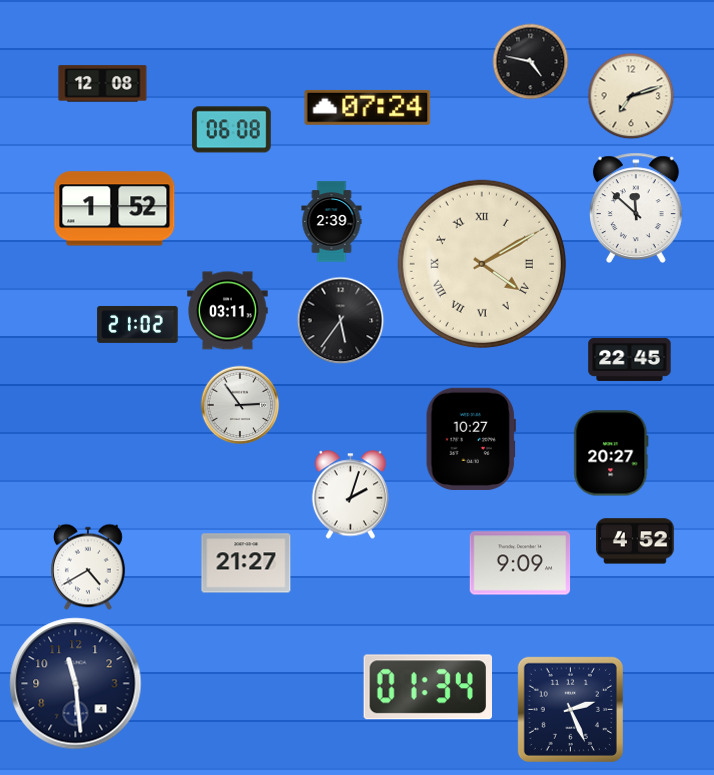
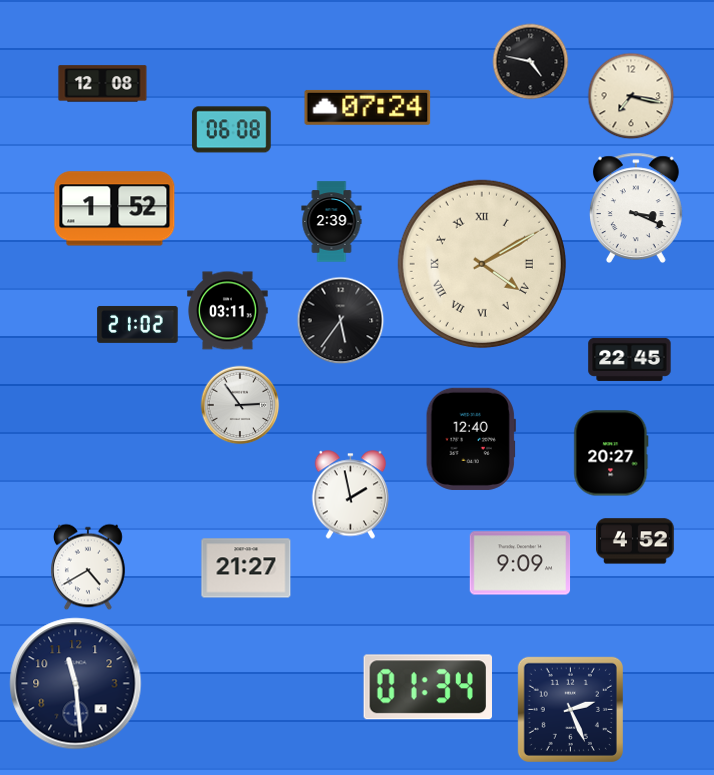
clock at (631, 96): 7:12 -> 7:17
clock at (636, 207): 11:52 -> 3:19
clock at (471, 439): 10:27 -> 12:40
clock at (351, 495): 2:03 -> 1:58
clock at (246, 563) position: (246, 563) -> (246, 568)
